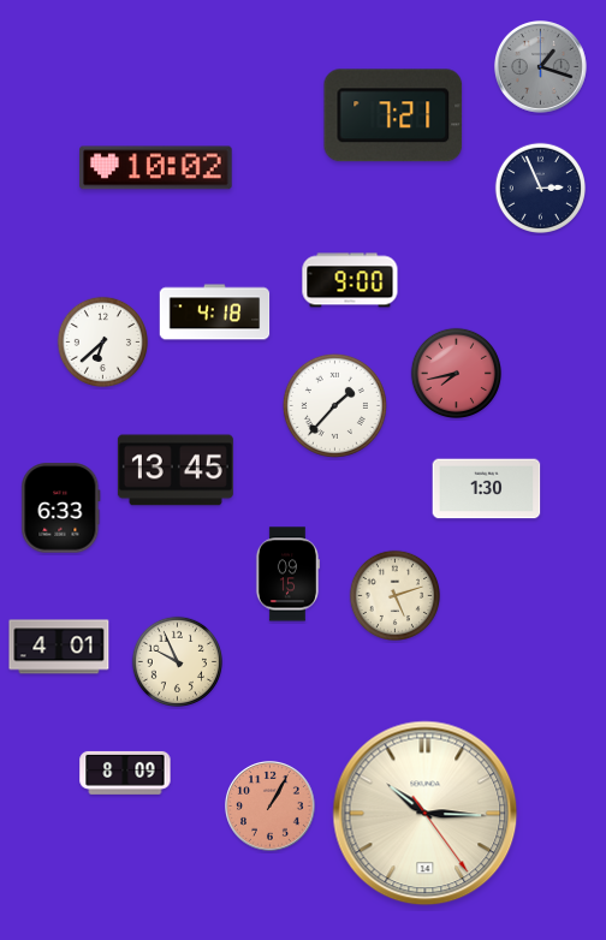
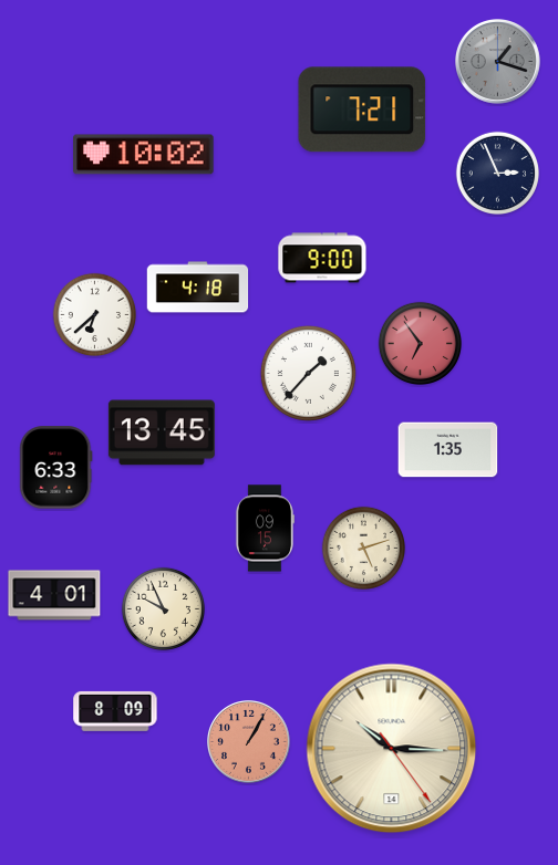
clock at (393, 115) position: (393, 115) -> (362, 110)
clock at (456, 373): 7:43 -> 6:54
clock at (487, 489): 1:30 -> 1:35
